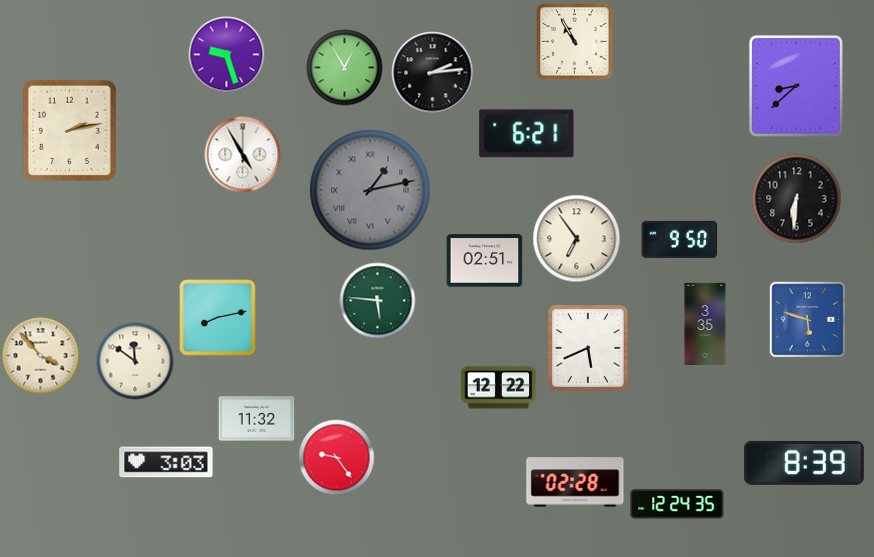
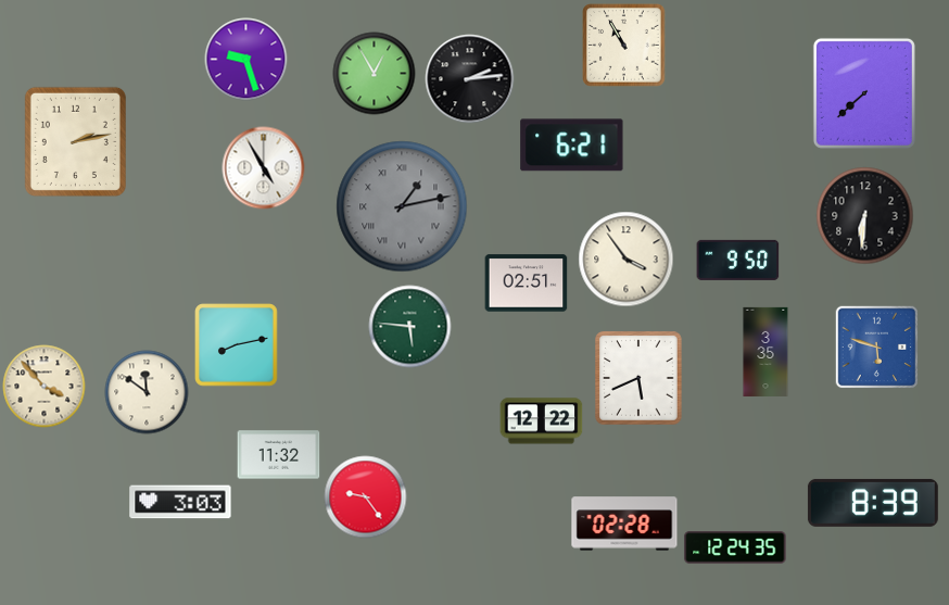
clock at (796, 86): 8:38 -> 7:38
clock at (577, 239): 6:54 -> 3:54
